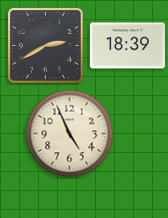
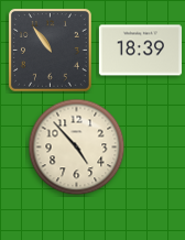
clock at (45, 45): 2:40 -> 10:54
clock at (70, 134): 4:56 -> 4:53
